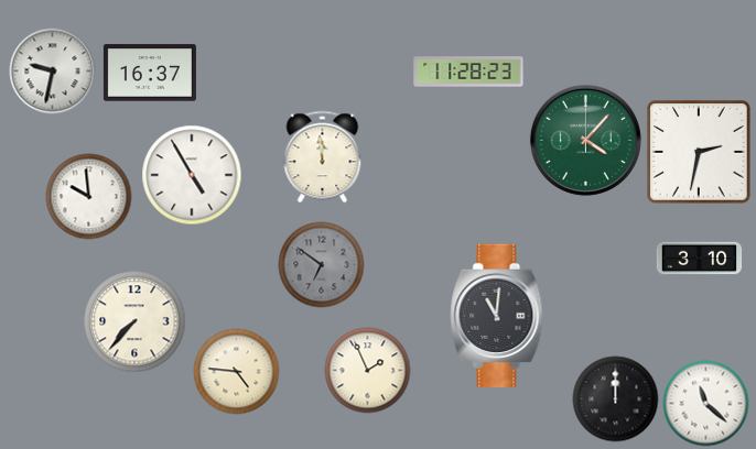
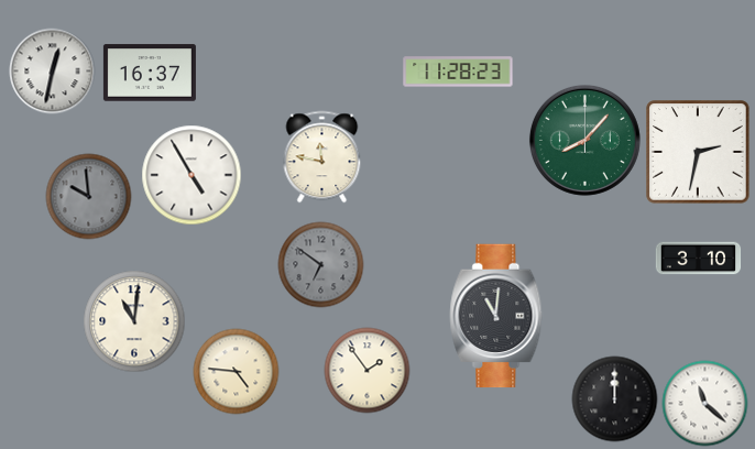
clock at (52, 70): 9:32 -> 12:32
clock at (468, 72) position: (468, 72) -> (458, 72)
clock at (585, 140): 4:07 -> 8:07
clock at (323, 156): 11:59 -> 11:47
clock at (88, 196) dial: white -> grey
clock at (134, 321): 7:37 -> 11:01
clock at (367, 370): 1:56 -> 1:54
